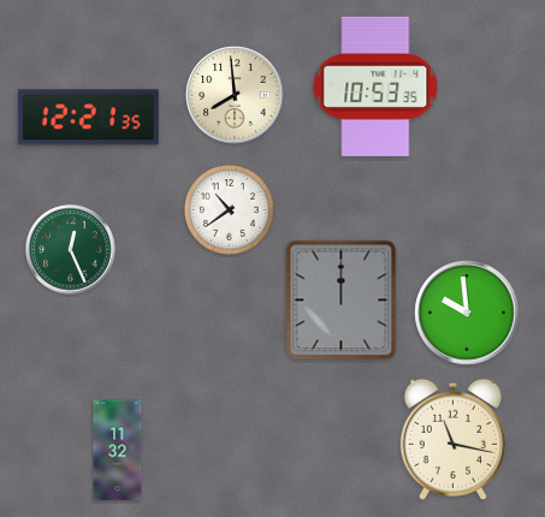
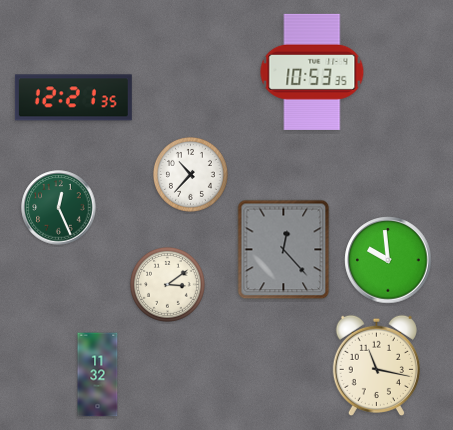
clock at (235, 95): 7:59 -> none
clock at (229, 209): 10:39 -> 10:37
clock at (342, 301): 12:00 -> 12:23
clock at (167, 284): none -> 3:09
